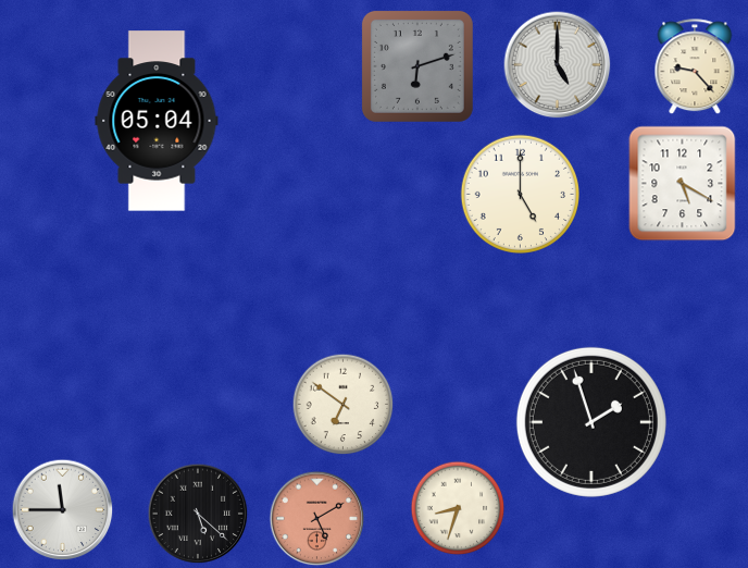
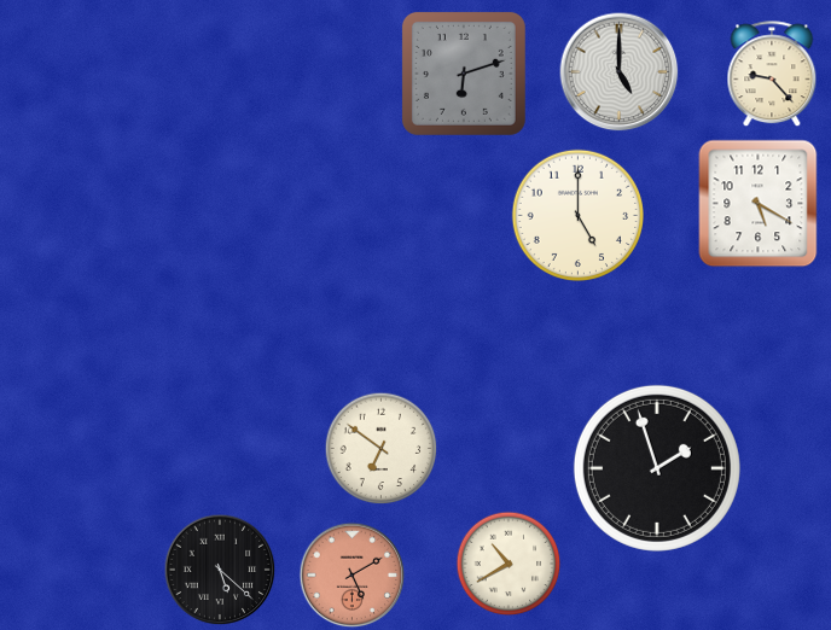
clock at (157, 121): 05:04 -> none
clock at (458, 508): 8:33 -> 10:40
clock at (63, 510): 11:45 -> none
